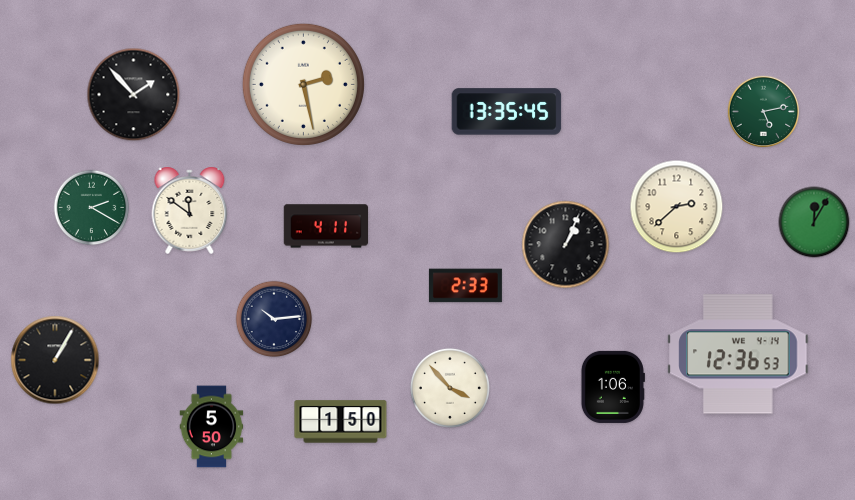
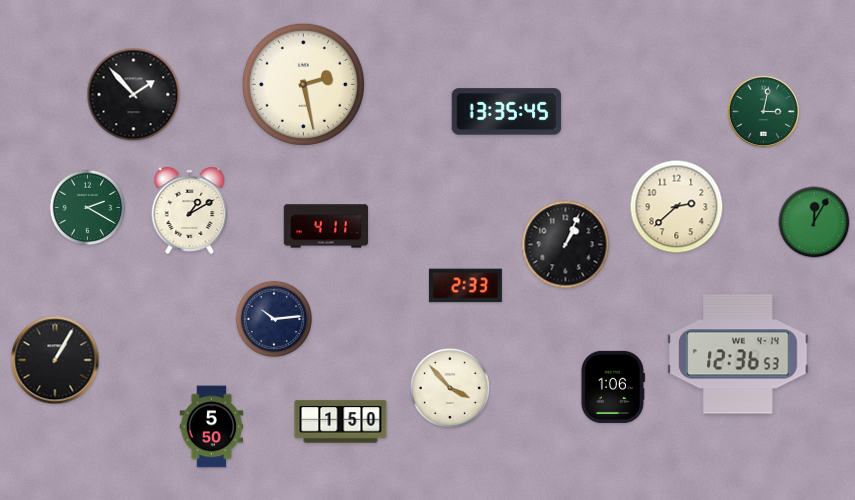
clock at (764, 112): 5:13 -> 3:02
clock at (92, 208) position: (92, 208) -> (88, 208)
clock at (190, 210): 11:51 -> 1:10
